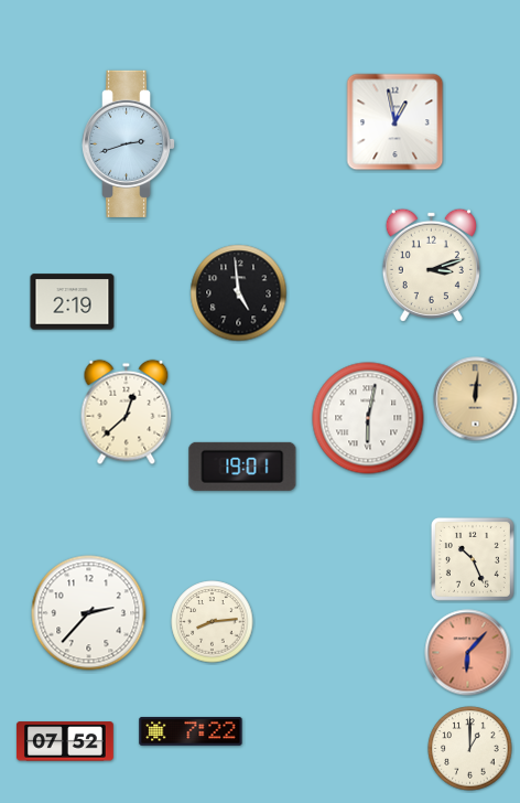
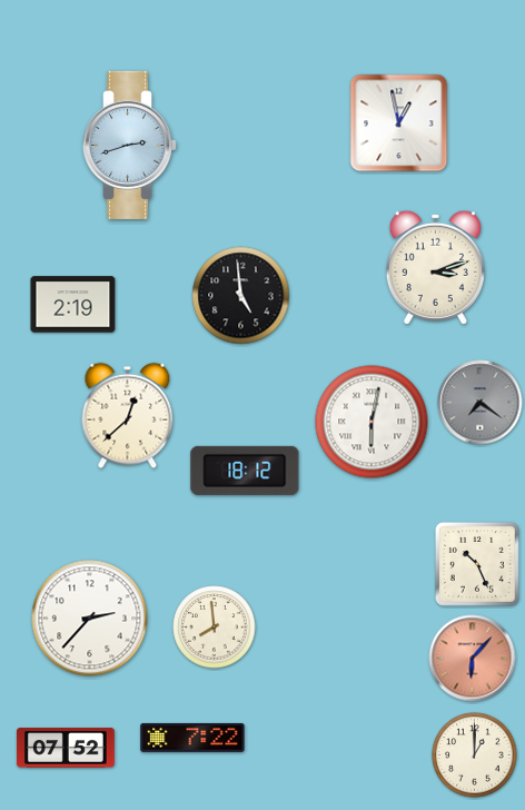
clock at (476, 399): 12:01 -> 7:21
clock at (476, 399) dial: champagne -> grey
clock at (242, 467): 19:01 -> 18:12
clock at (213, 622): 8:14 -> 7:59
